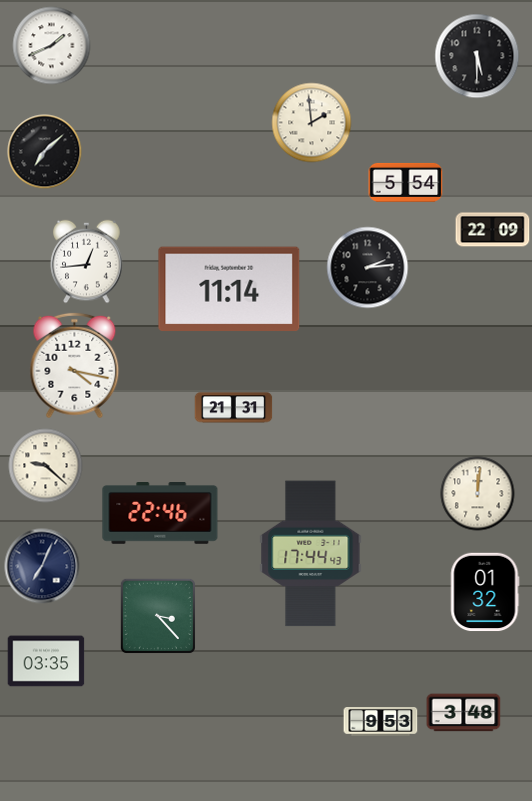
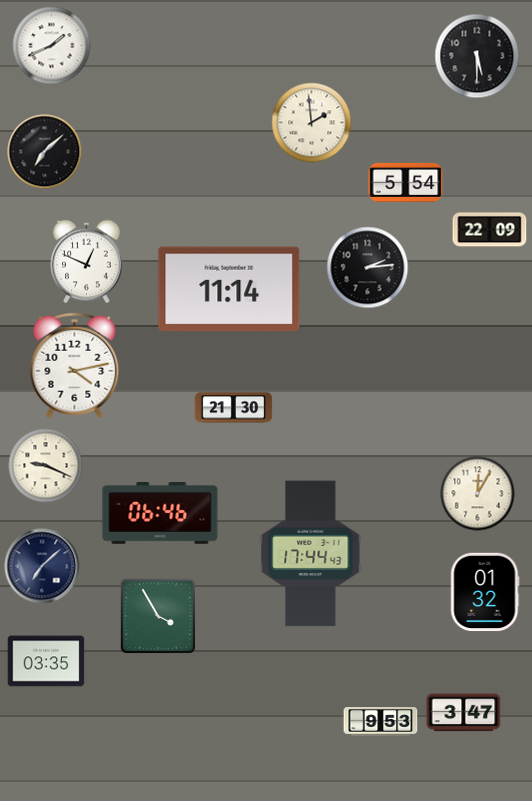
clock at (493, 230) position: (493, 230) -> (490, 230)
clock at (87, 262): 12:44 -> 12:49
clock at (75, 366): 4:17 -> 4:13
clock at (234, 408): 21:31 -> 21:30
clock at (46, 466): 9:22 -> 9:19
clock at (478, 494): 12:01 -> 12:05
clock at (160, 514): 22:46 -> 06:46
clock at (42, 566): 7:04 -> 7:08
clock at (158, 616): 3:23 -> 3:55
clock at (464, 713): 3:48 -> 3:47
